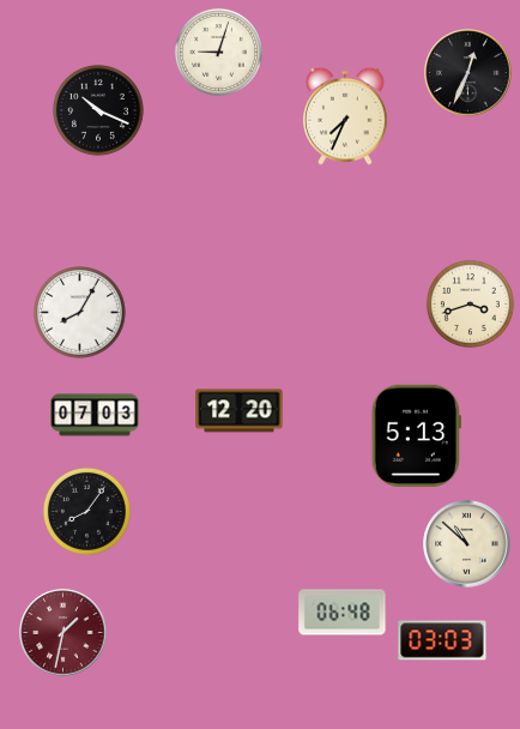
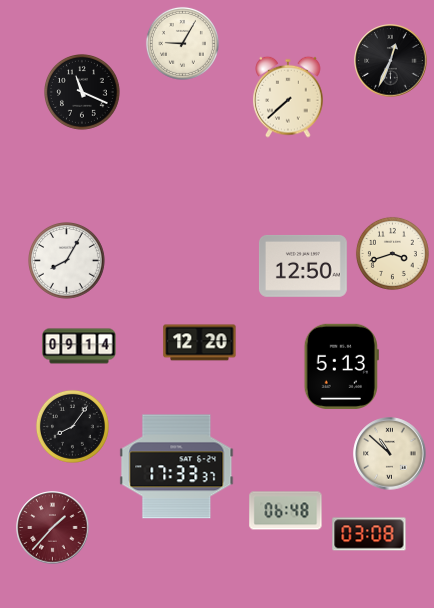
clock at (218, 52): 9:03 -> 9:05
clock at (99, 112): 10:19 -> 11:19
clock at (345, 116): 7:34 -> 7:38
clock at (303, 266): none -> 12:50
clock at (95, 415): 07:03 -> 09:14
clock at (416, 435) position: (416, 435) -> (341, 366)
clock at (177, 467): none -> 17:33
clock at (64, 633): 1:32 -> 1:37
clock at (442, 640): 03:03 -> 03:08
